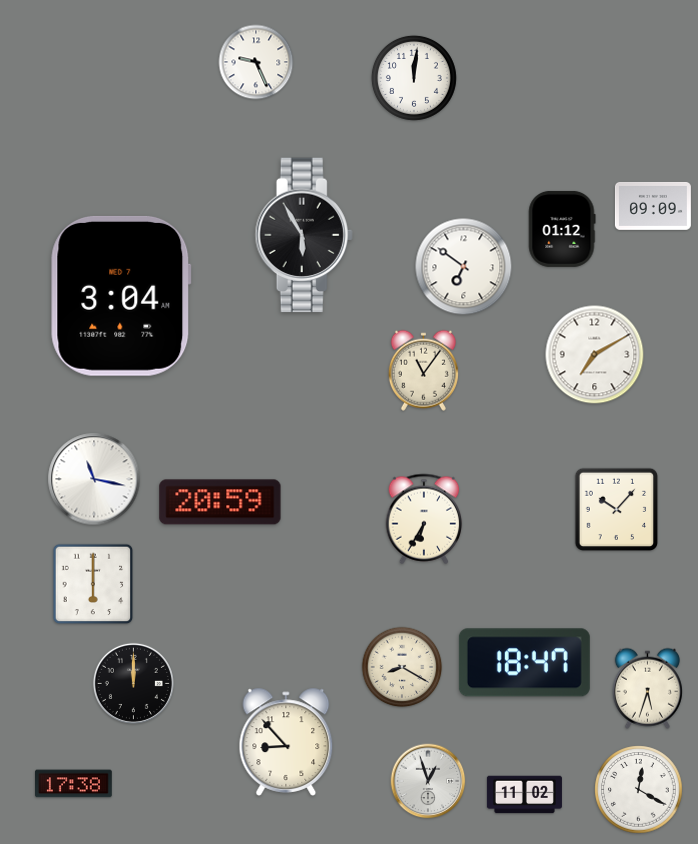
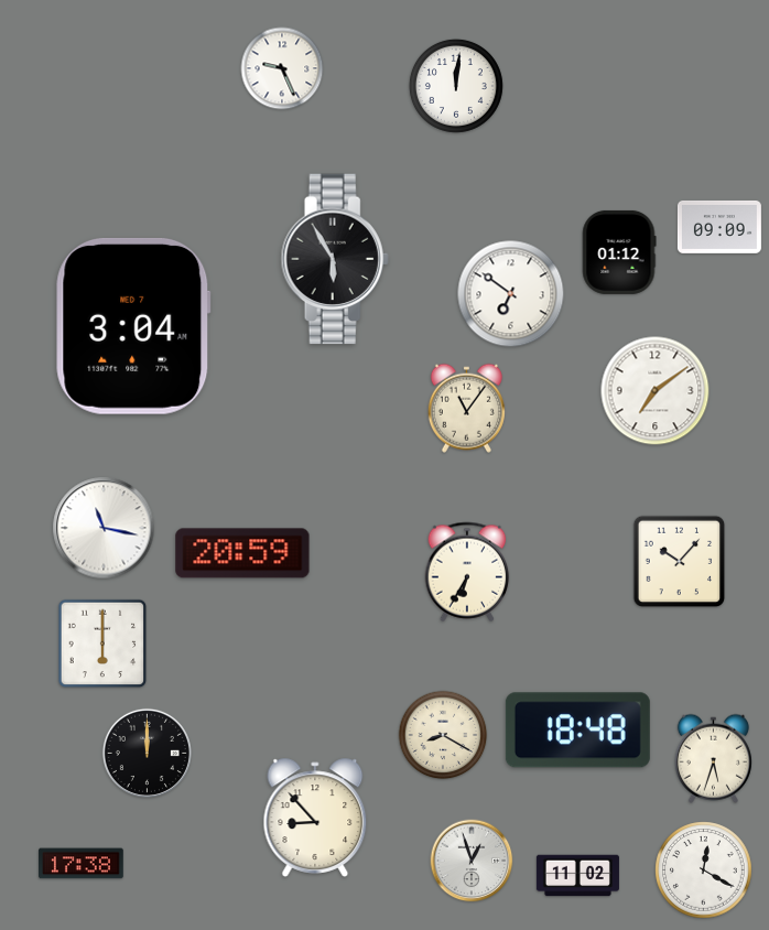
clock at (595, 355): 7:10 -> 7:09
clock at (524, 663): 18:47 -> 18:48
